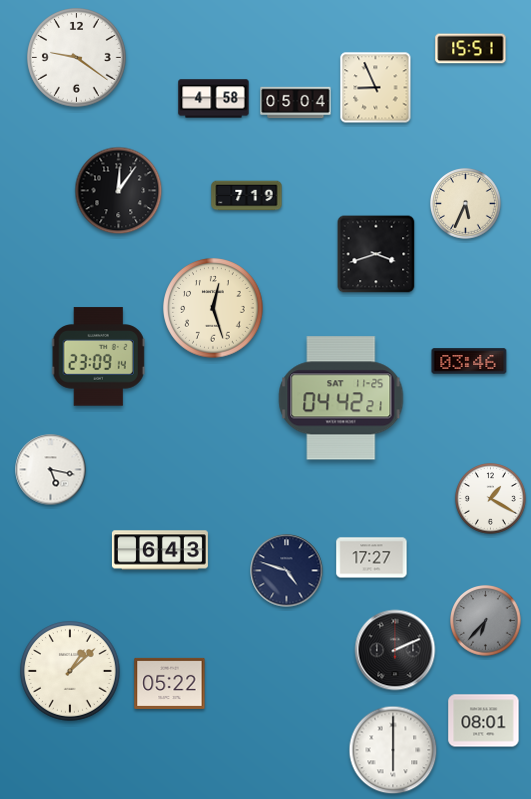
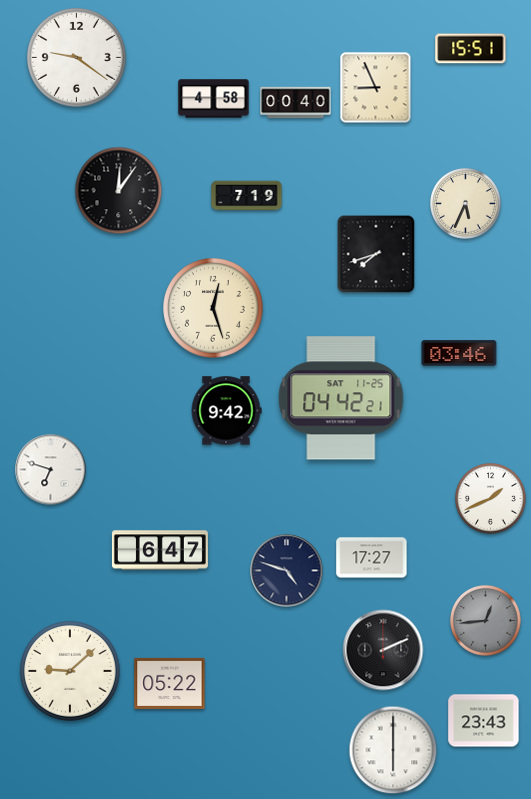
clock at (296, 103): 05:04 -> 00:40
clock at (376, 254): 3:42 -> 7:42
clock at (98, 357): 23:09 -> none
clock at (469, 361) position: (469, 361) -> (459, 353)
clock at (226, 411): none -> 9:42
clock at (51, 470): 5:17 -> 6:48
clock at (491, 499): 1:20 -> 1:41
clock at (160, 550): 6:43 -> 6:47
clock at (486, 621): 6:37 -> 12:44
clock at (395, 650) position: (395, 650) -> (383, 650)
clock at (70, 671): 1:08 -> 9:08
clock at (484, 721): 08:01 -> 23:43
